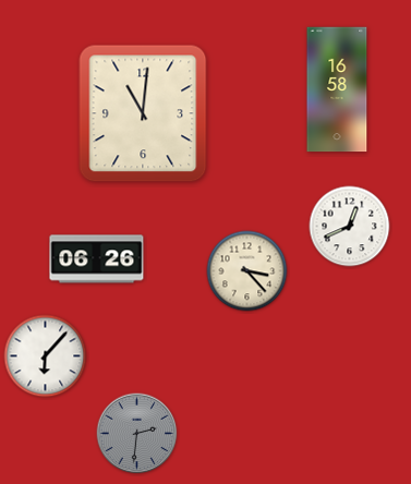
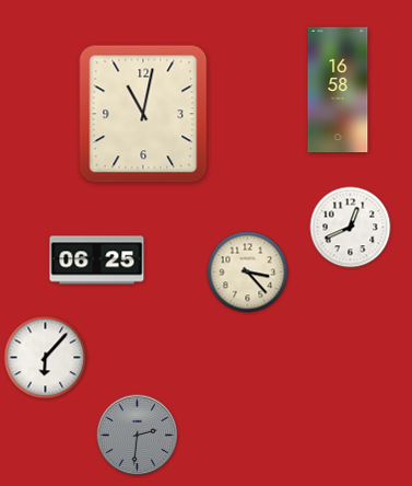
clock at (143, 113): 11:01 -> 11:02
clock at (97, 259): 06:26 -> 06:25
